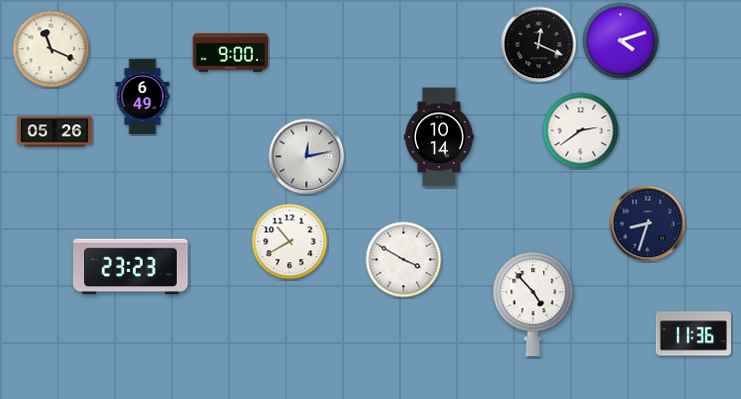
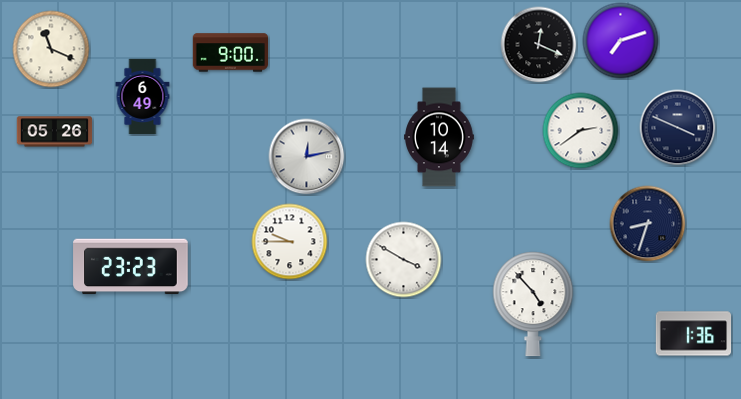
clock at (621, 41): 4:12 -> 7:12
clock at (678, 128): none -> 3:49
clock at (290, 242): 10:40 -> 9:45
clock at (694, 334): 11:36 -> 1:36
